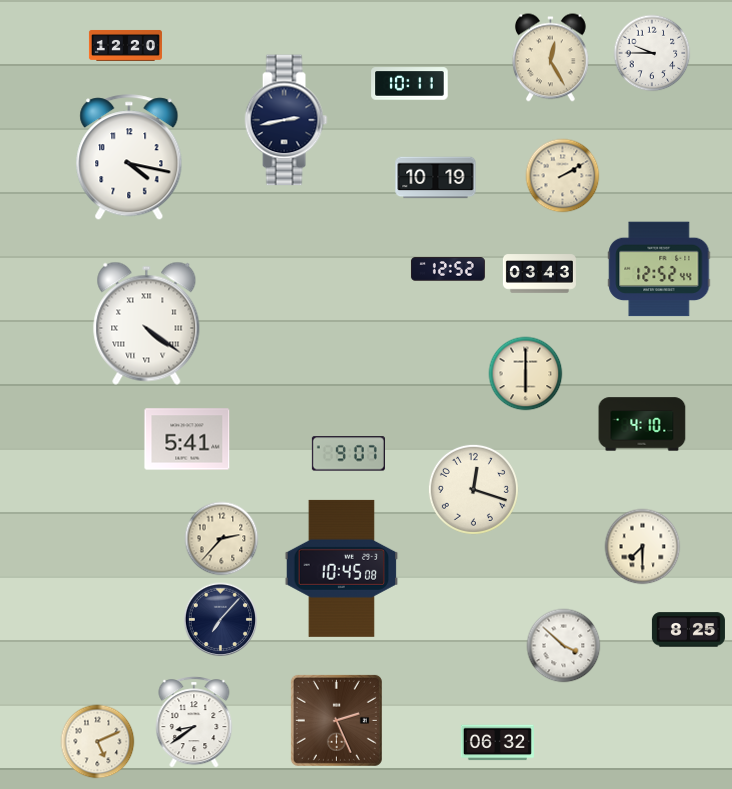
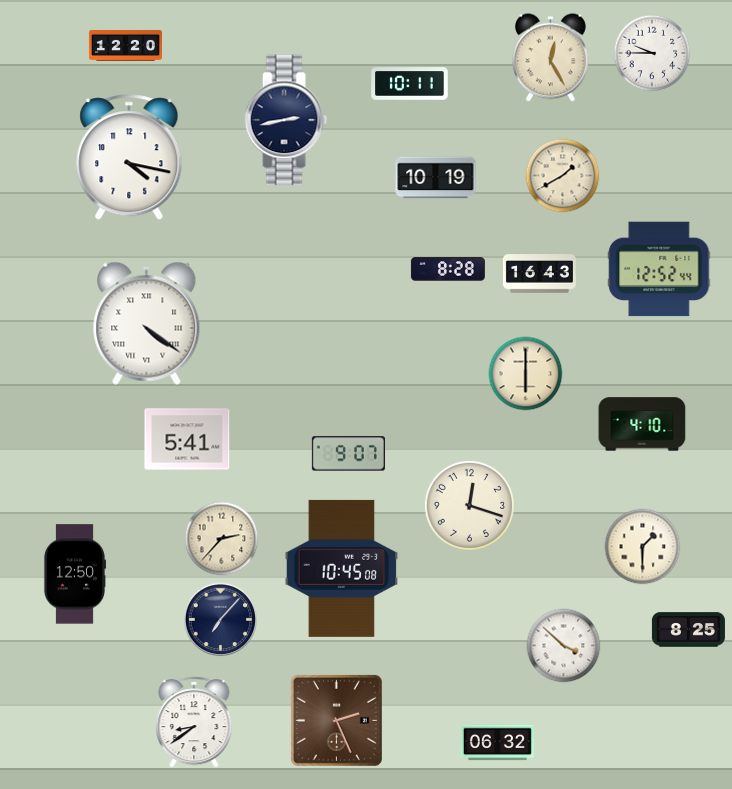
clock at (563, 176): 2:10 -> 1:40
clock at (448, 269): 12:52 -> 8:28
clock at (539, 274): 03:43 -> 16:43
clock at (473, 489) position: (473, 489) -> (469, 505)
clock at (643, 547): 7:30 -> 1:30
clock at (74, 574): none -> 12:50
clock at (98, 742): 5:11 -> none
